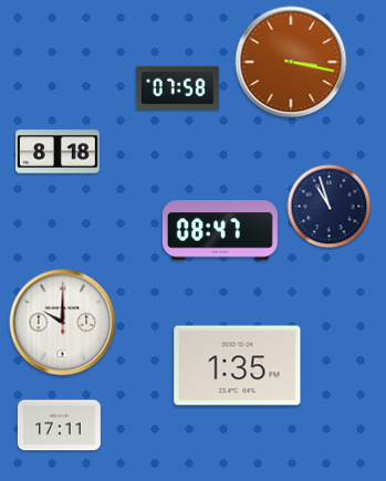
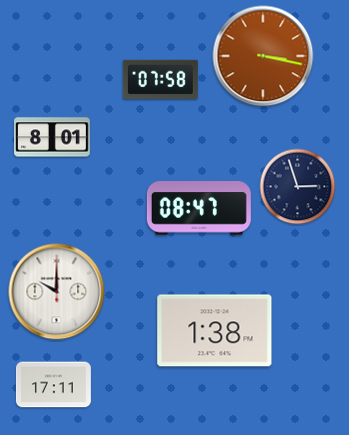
clock at (59, 151): 8:18 -> 8:01
clock at (330, 207): 10:57 -> 2:57
clock at (238, 366): 1:35 -> 1:38
